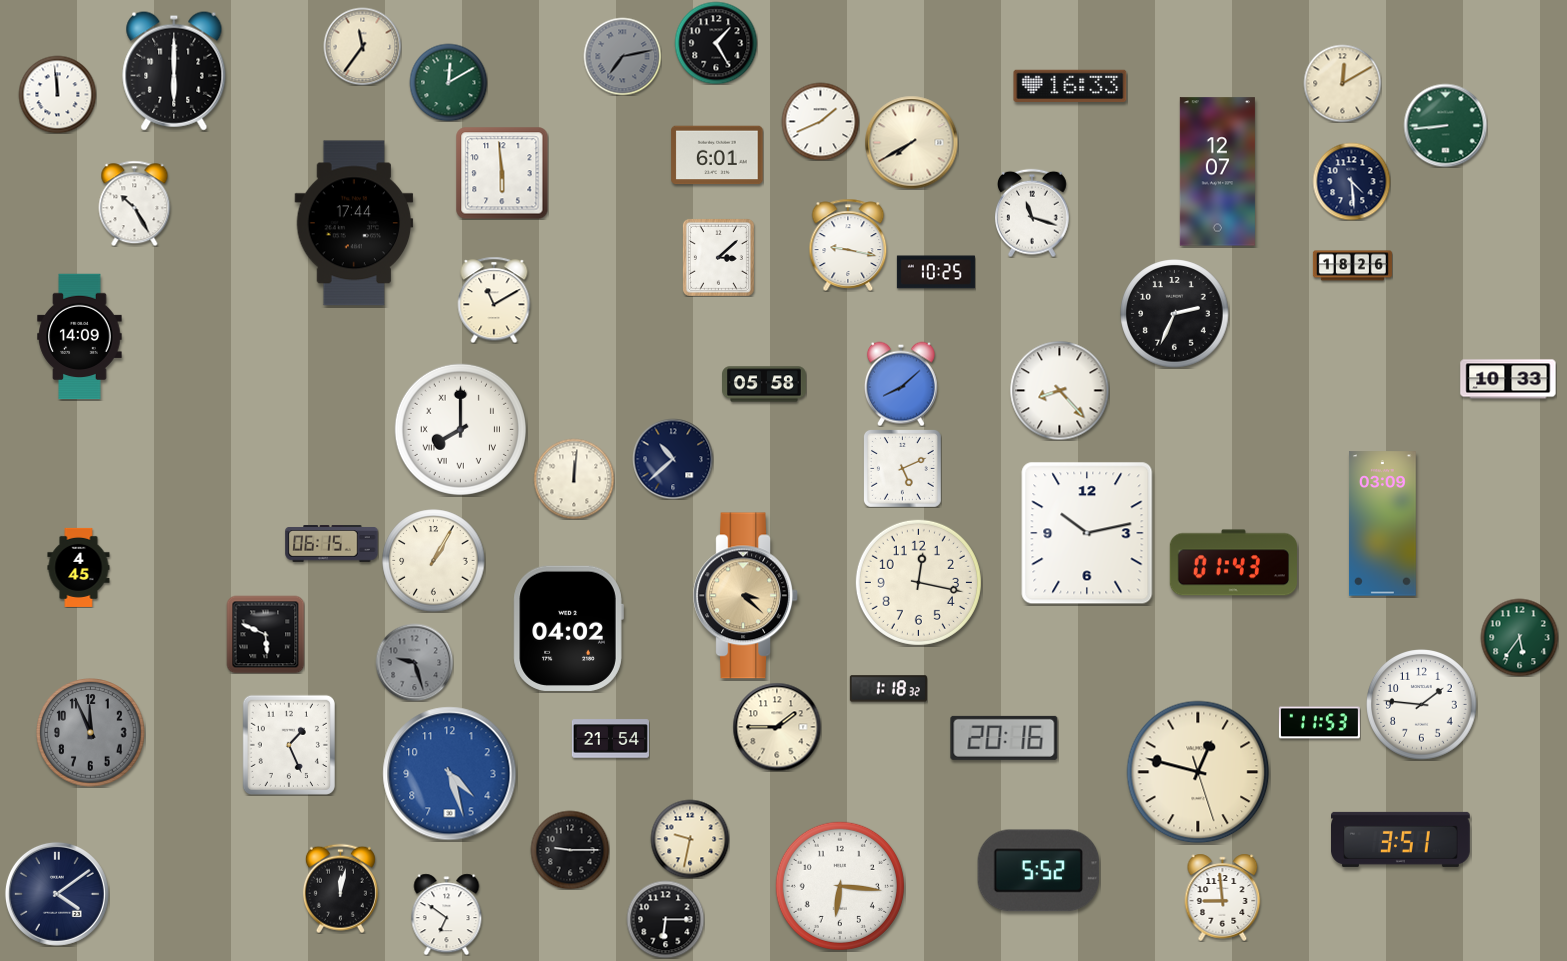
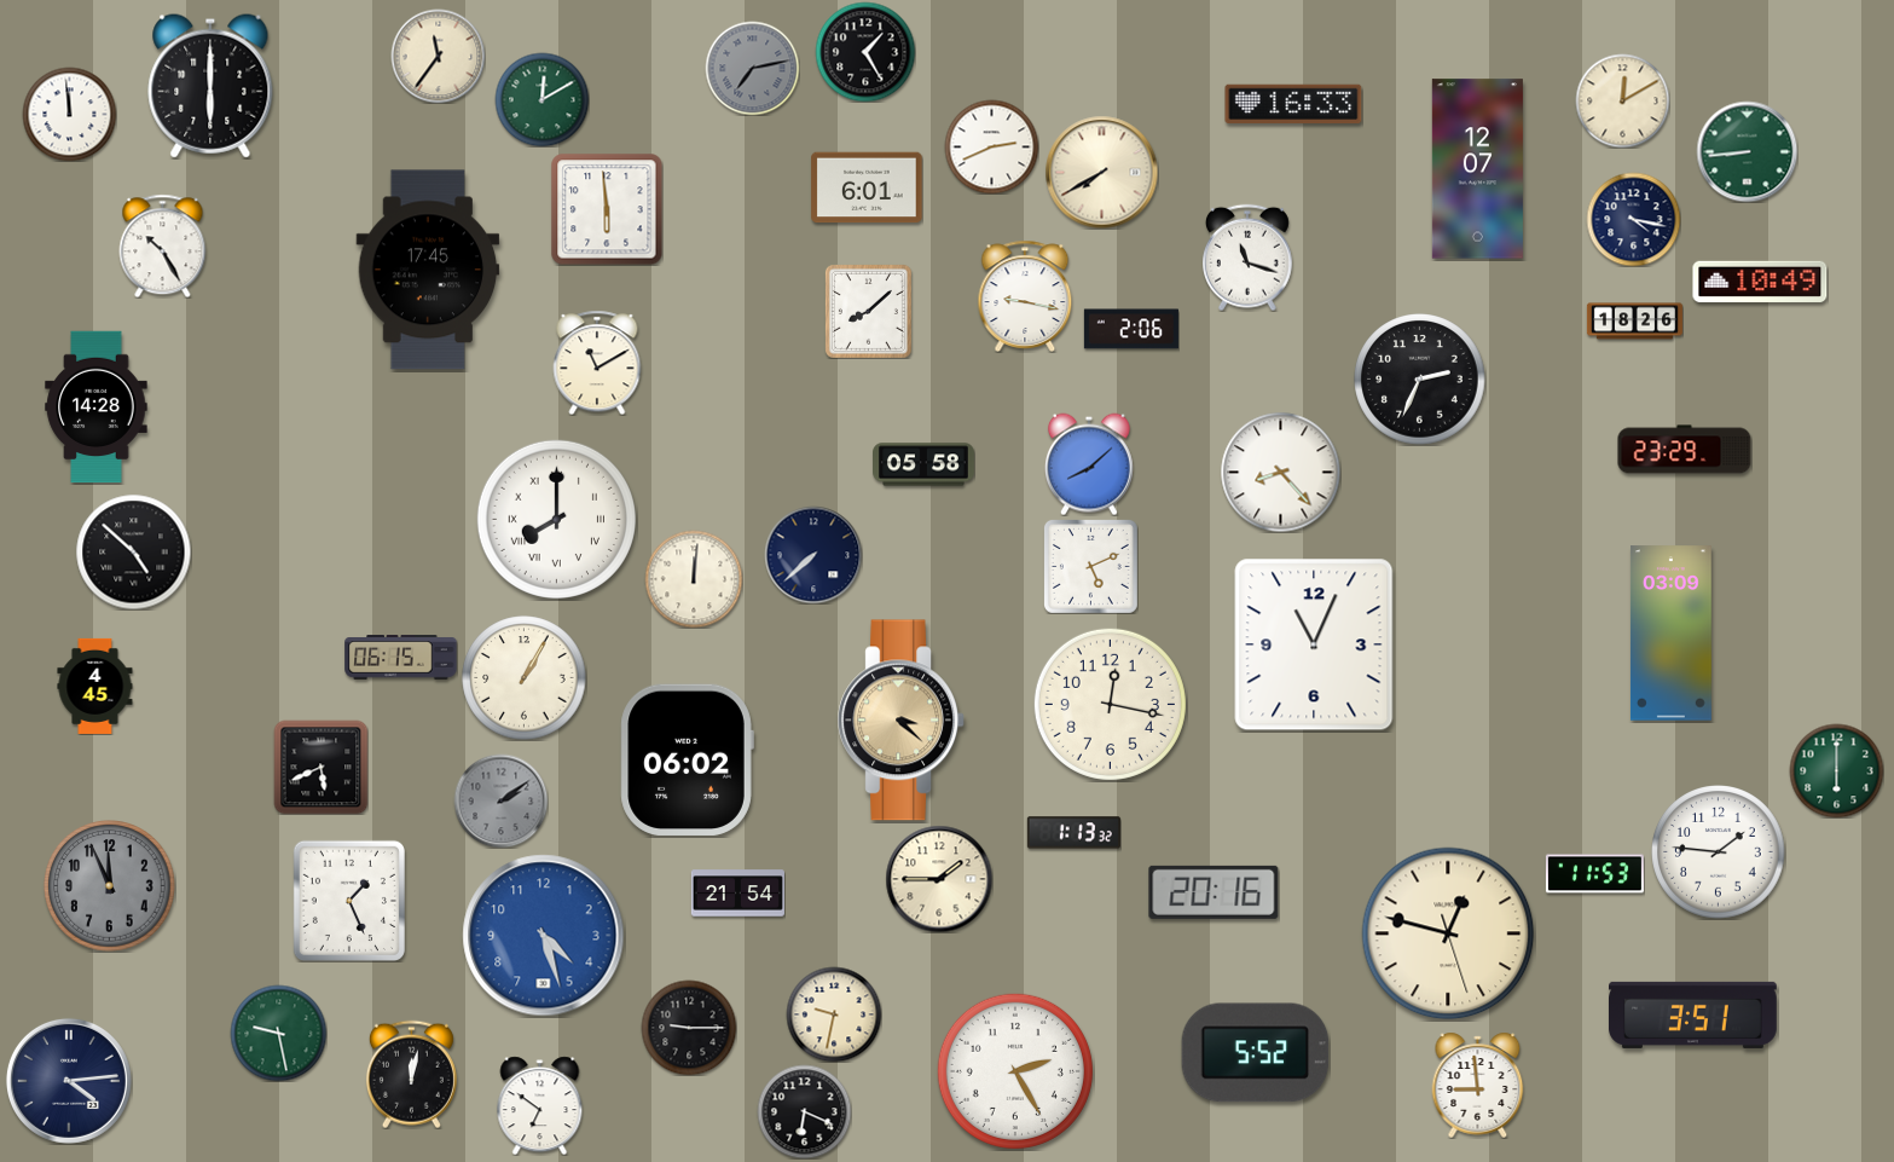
clock at (820, 121): 1:41 -> 2:41
clock at (1217, 172) position: (1217, 172) -> (1477, 169)
clock at (1351, 181): 4:29 -> 4:17
clock at (354, 223): 17:44 -> 17:45
clock at (1760, 282): none -> 10:49
clock at (718, 257): 3:08 -> 8:08
clock at (936, 272): 10:25 -> 2:06
clock at (80, 337): 14:09 -> 14:28
clock at (1685, 450): none -> 23:29
clock at (1508, 379): 10:33 -> none
clock at (133, 551): none -> 4:52
clock at (673, 459): 10:38 -> 7:38
clock at (1087, 533): 10:13 -> 11:04
clock at (1233, 563): 01:43 -> none
clock at (568, 628): 04:02 -> 06:02
clock at (265, 634): 5:49 -> 5:41
clock at (1519, 637): 5:36 -> 6:00
clock at (414, 662): 9:27 -> 2:09
clock at (888, 689): 1:18 -> 1:13
clock at (278, 1033): none -> 9:28
clock at (840, 886): 6:16 -> 2:25
clock at (57, 894): 4:09 -> 4:14
clock at (665, 919): 6:15 -> 6:19
